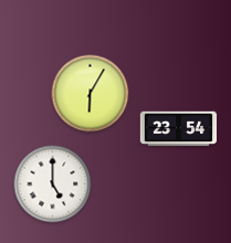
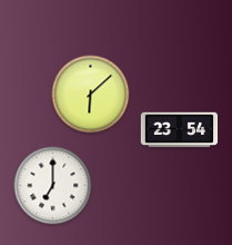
clock at (91, 94): 6:05 -> 6:08
clock at (53, 184): 5:00 -> 7:00
